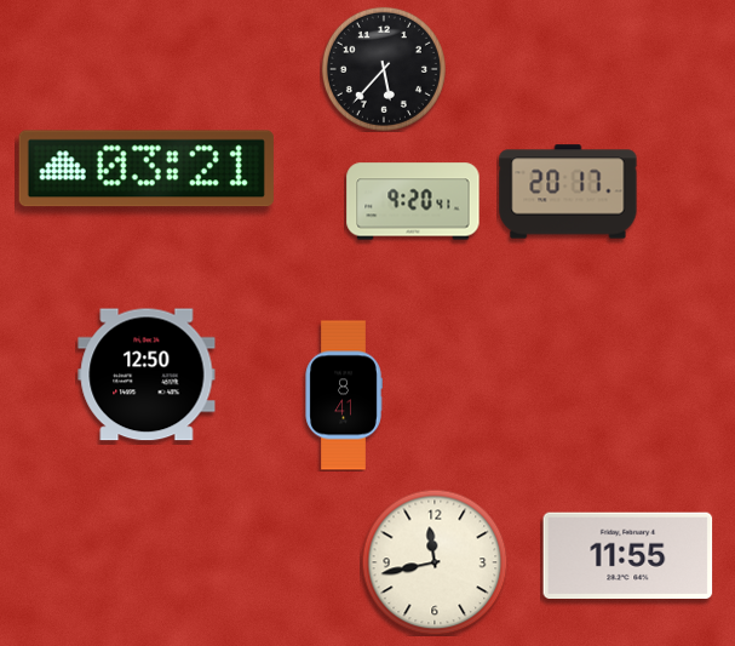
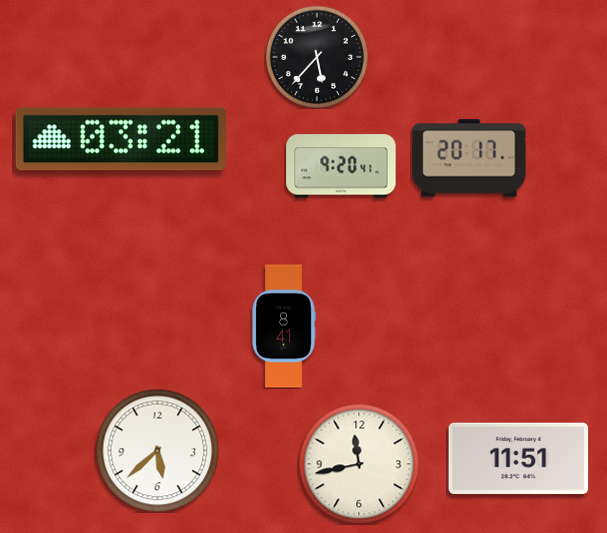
clock at (147, 375): 12:50 -> none
clock at (157, 450): none -> 5:38
clock at (628, 556): 11:55 -> 11:51
